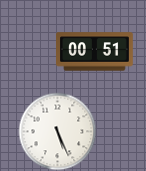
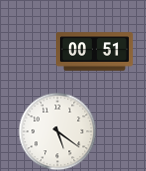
clock at (57, 131): 5:26 -> 5:21
